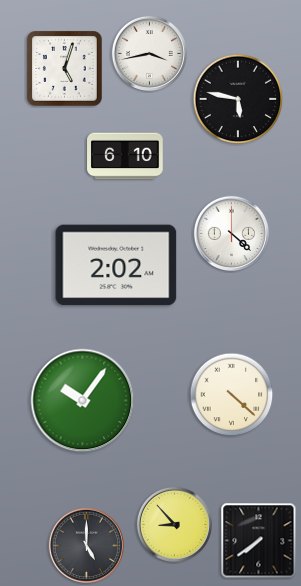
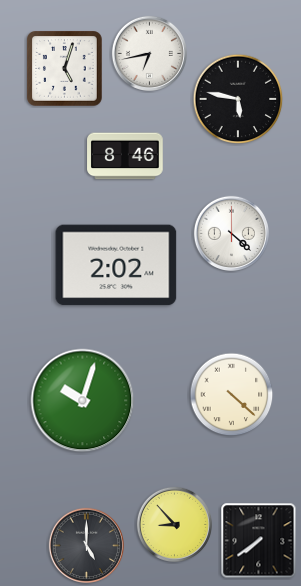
clock at (149, 53): 3:43 -> 6:43
clock at (125, 156): 6:10 -> 8:46
clock at (83, 401): 10:06 -> 10:03
